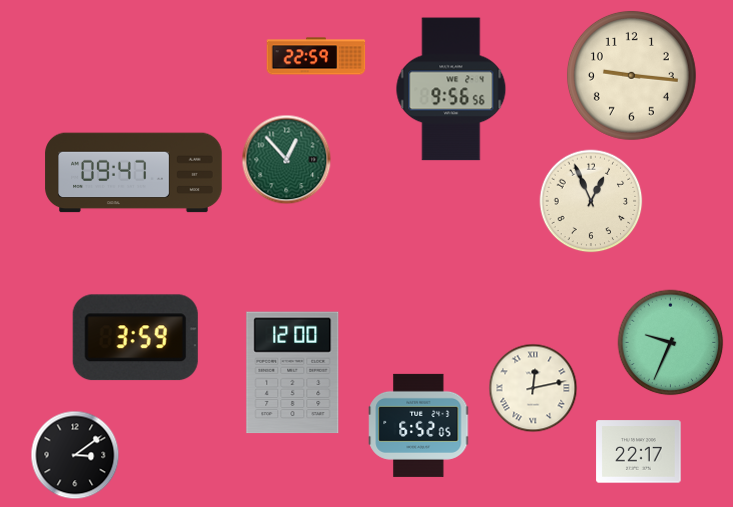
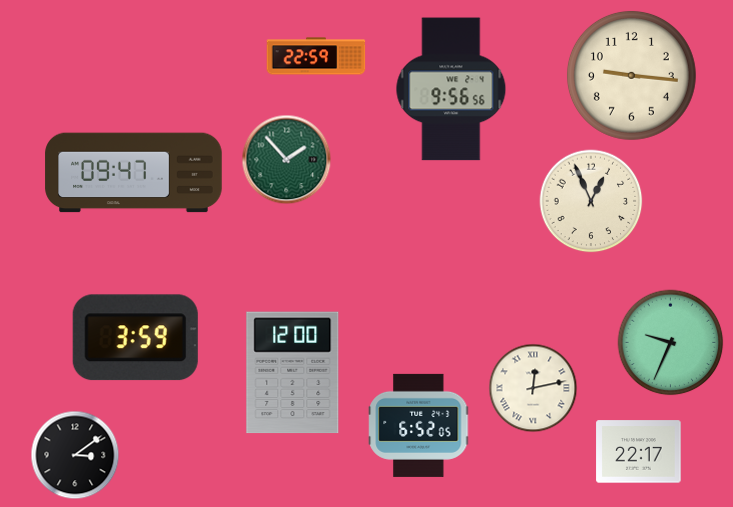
clock at (287, 160): 12:53 -> 1:53
